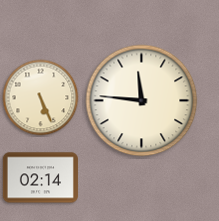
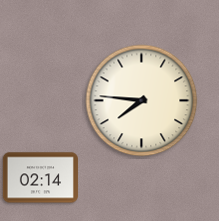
clock at (41, 98): 5:26 -> none
clock at (142, 101): 11:46 -> 7:46
